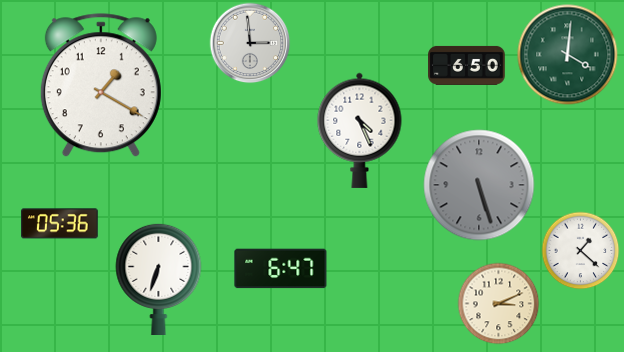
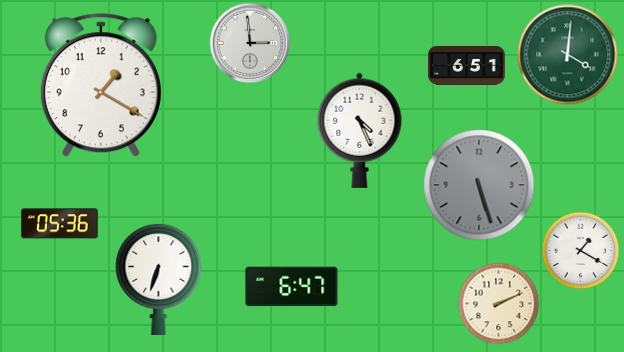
clock at (467, 65): 6:50 -> 6:51
clock at (580, 250): 1:22 -> 1:20
clock at (281, 269) position: (281, 269) -> (292, 287)
clock at (498, 303): 3:11 -> 2:11
